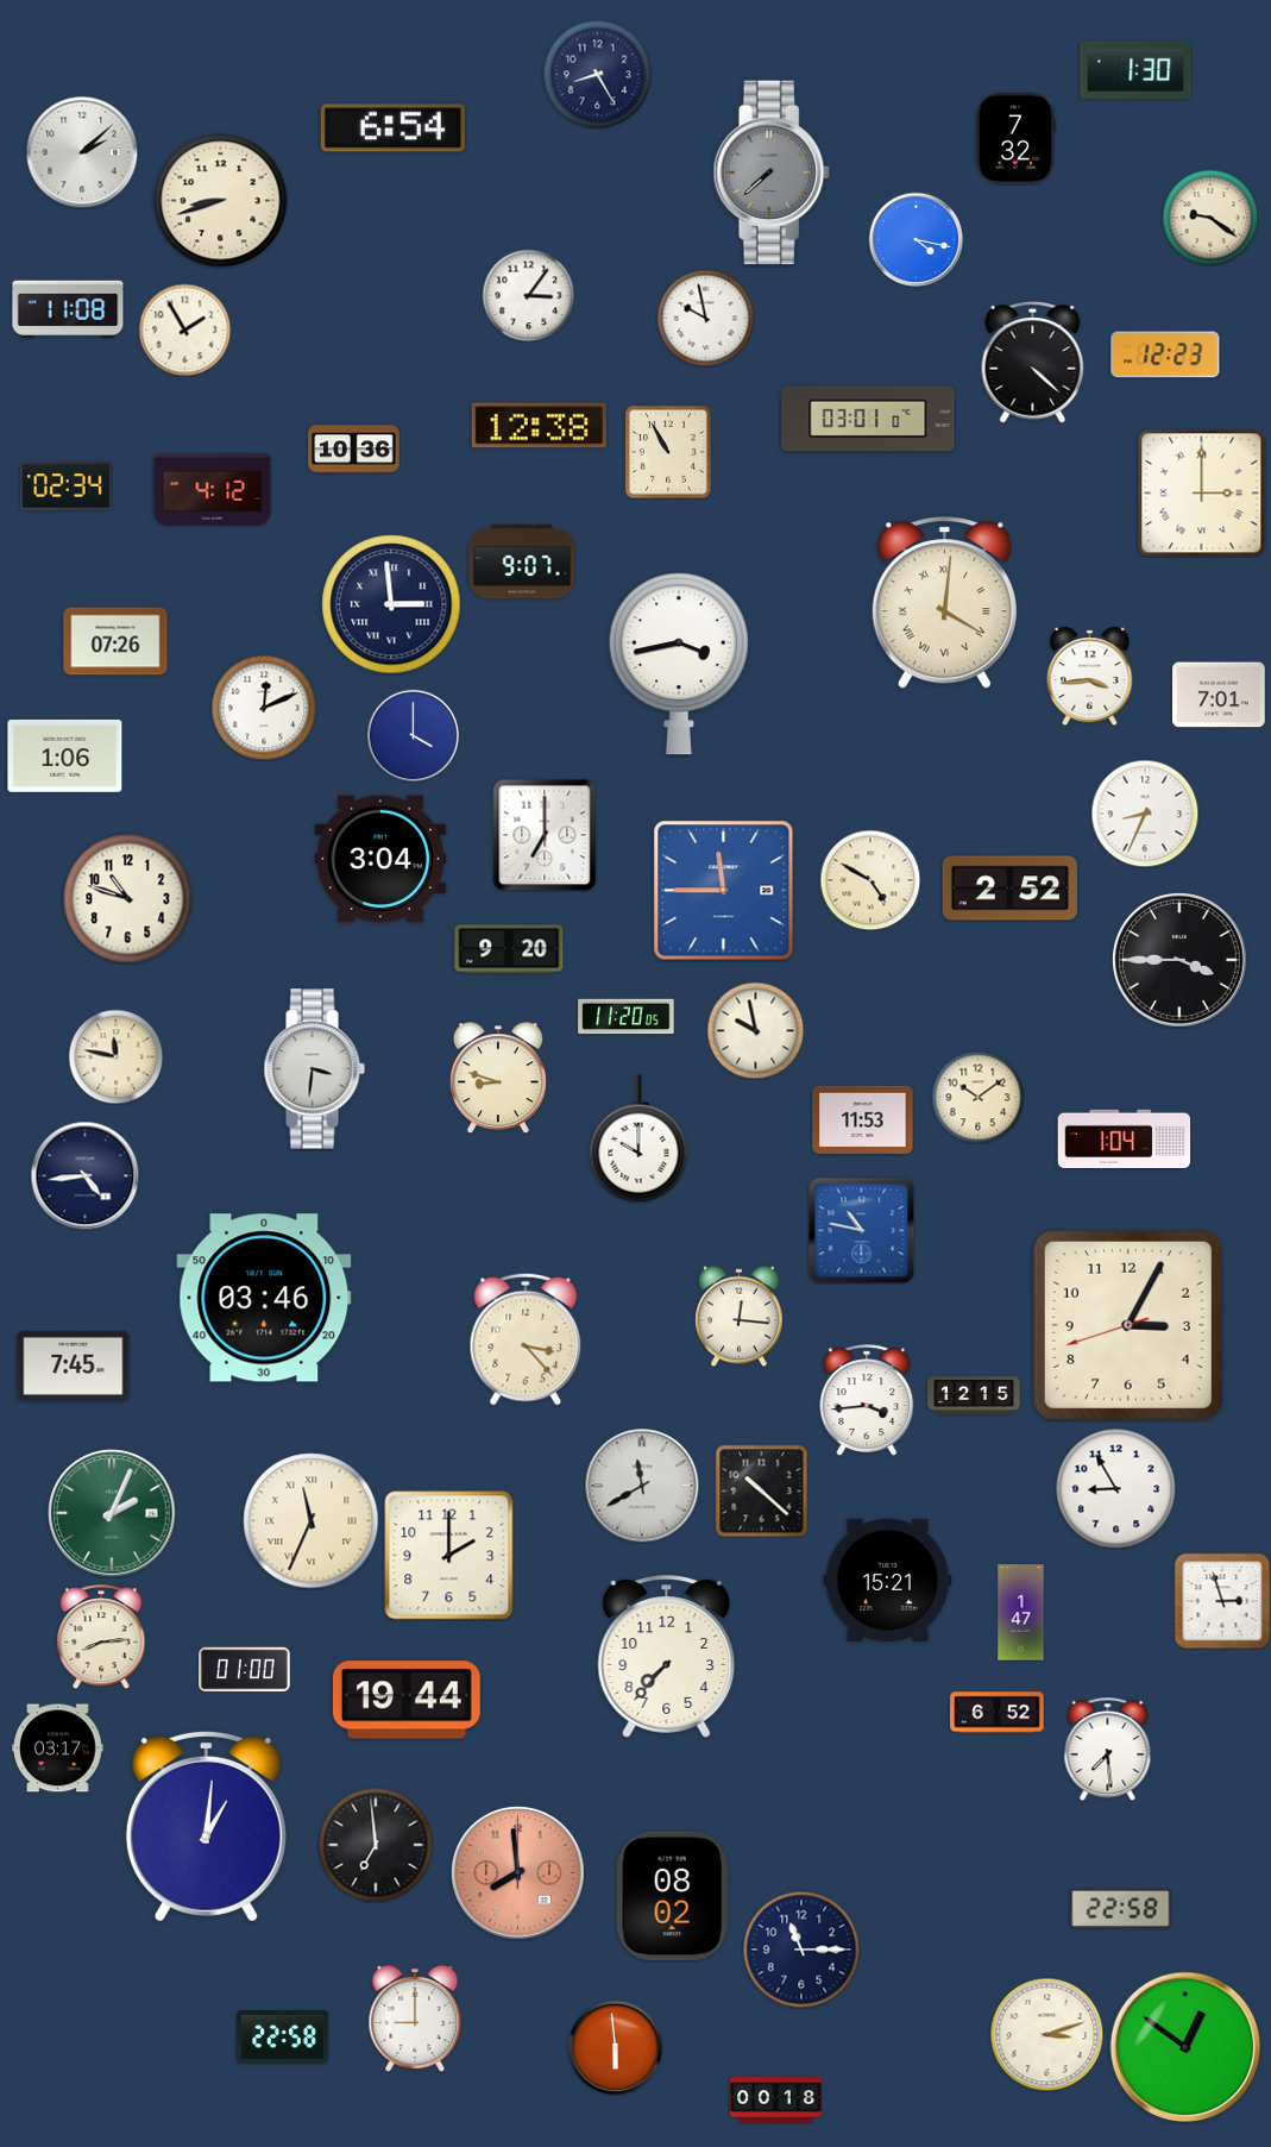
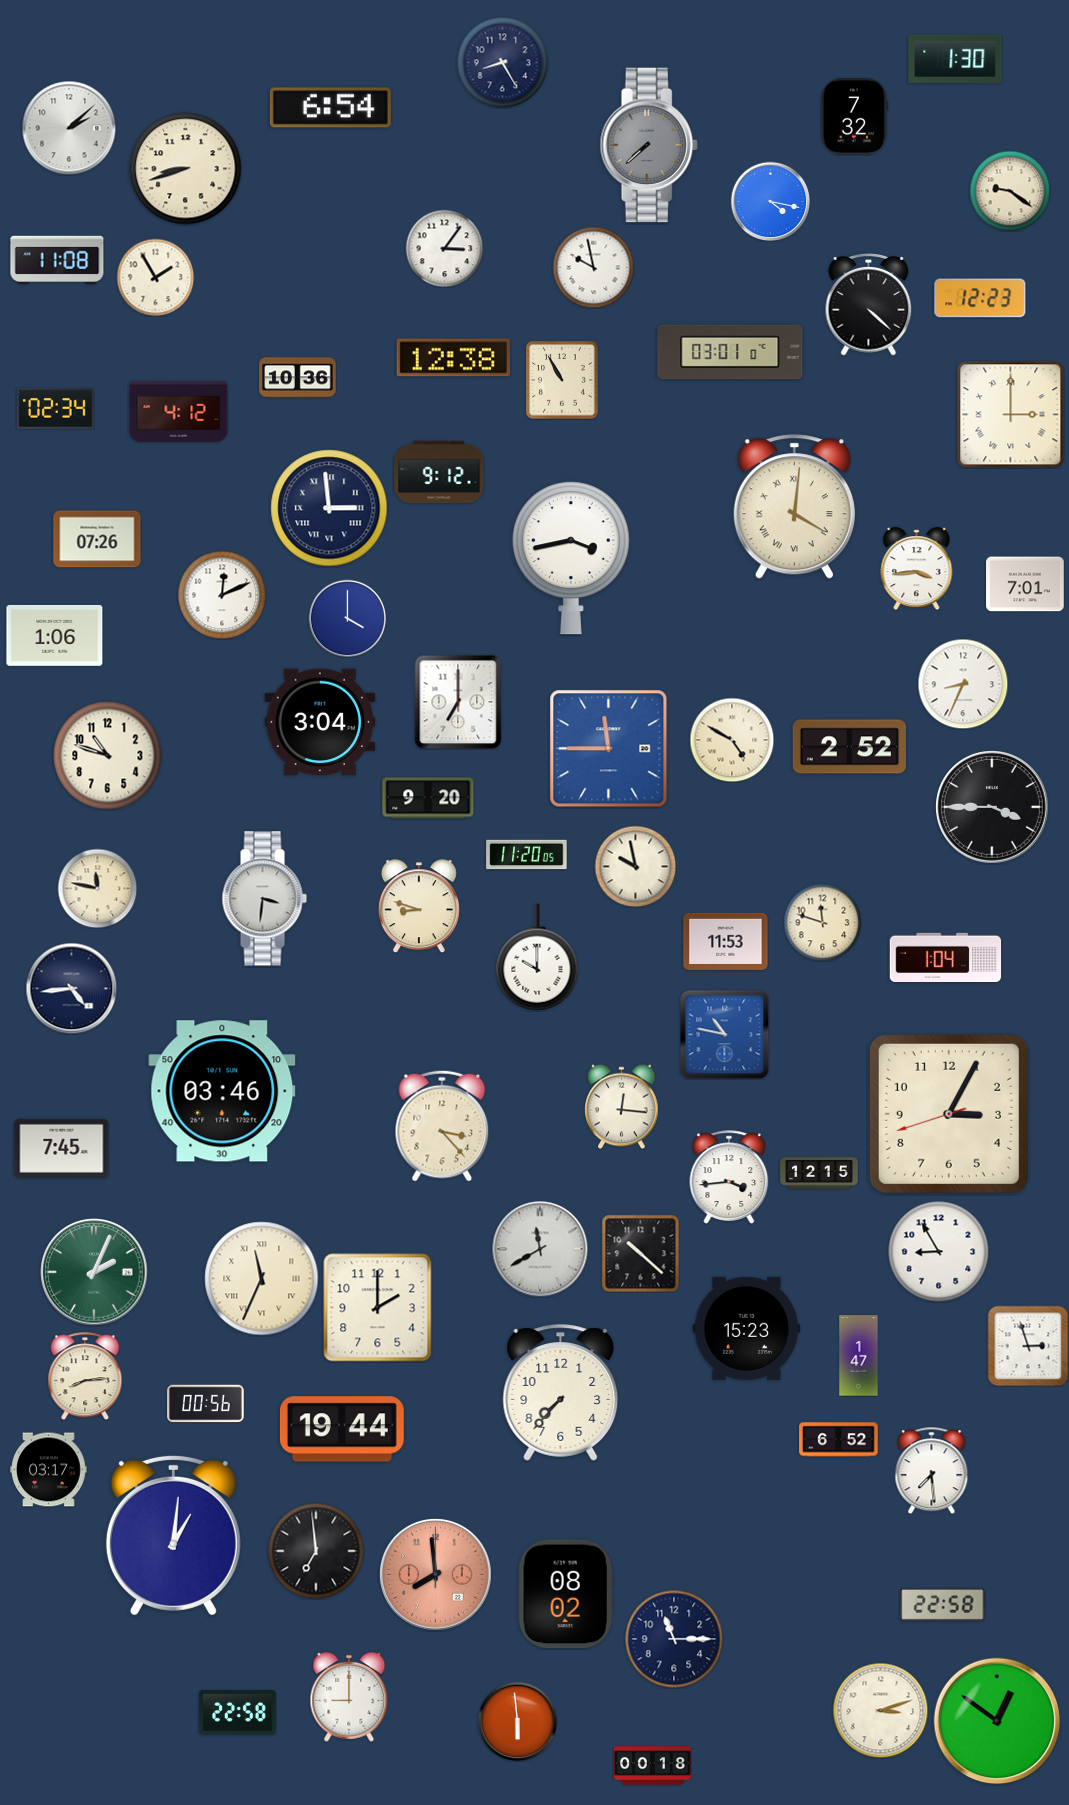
clock at (1210, 218) position: (1210, 218) -> (1010, 191)
clock at (522, 561): 9:07 -> 9:12
clock at (977, 1097): 10:09 -> 11:48
clock at (888, 1580): 15:21 -> 15:23
clock at (245, 1670): 01:00 -> 00:56
